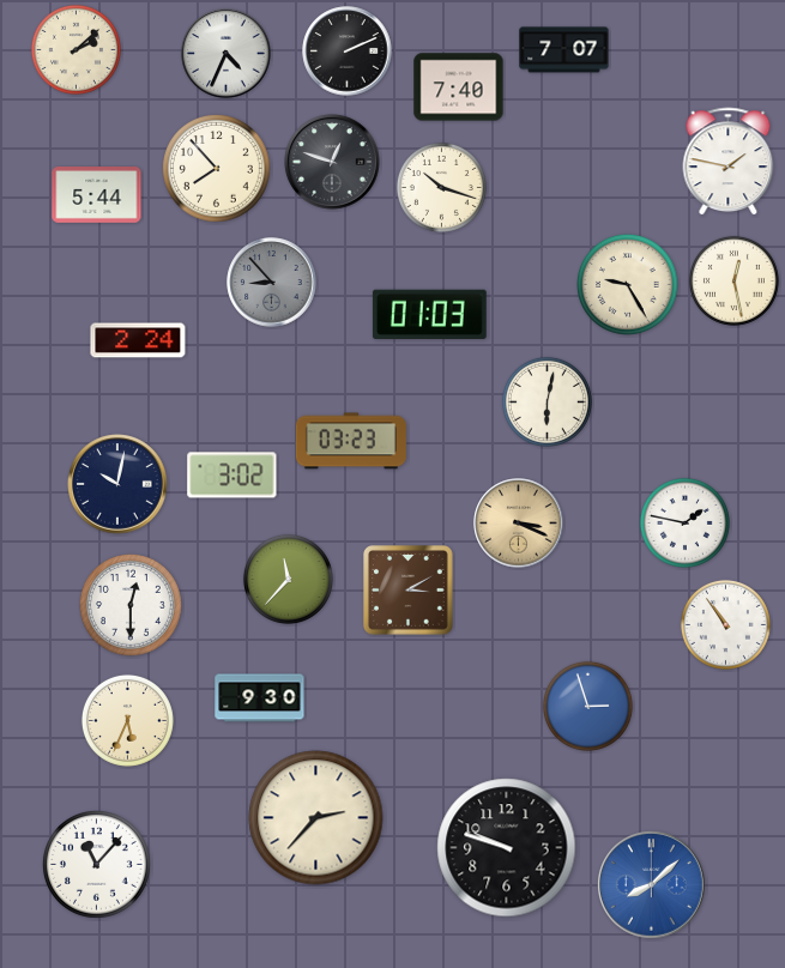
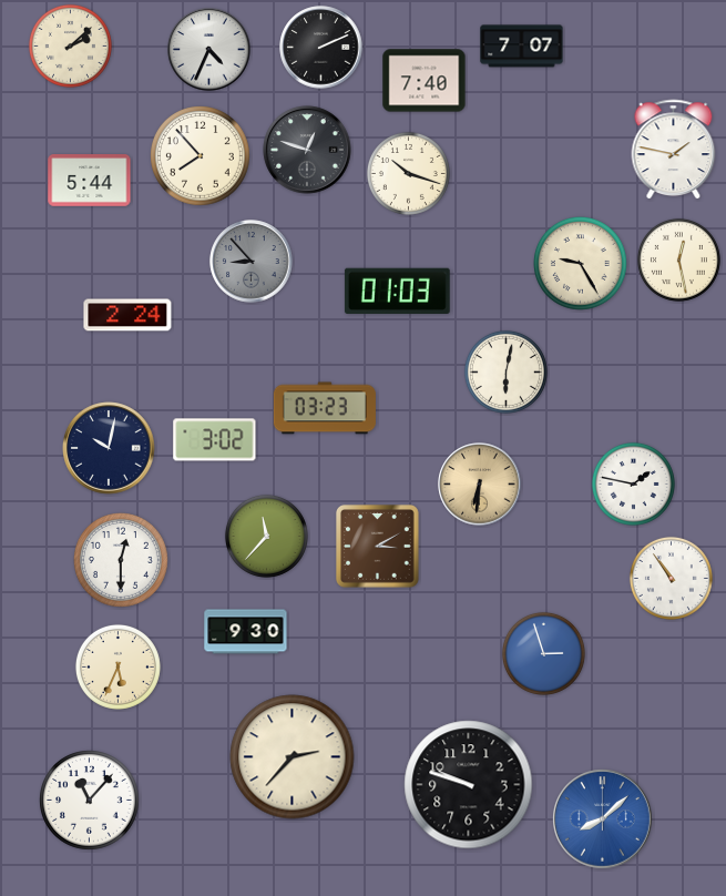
clock at (519, 524): 3:19 -> 6:31
clock at (260, 698) position: (260, 698) -> (246, 632)
